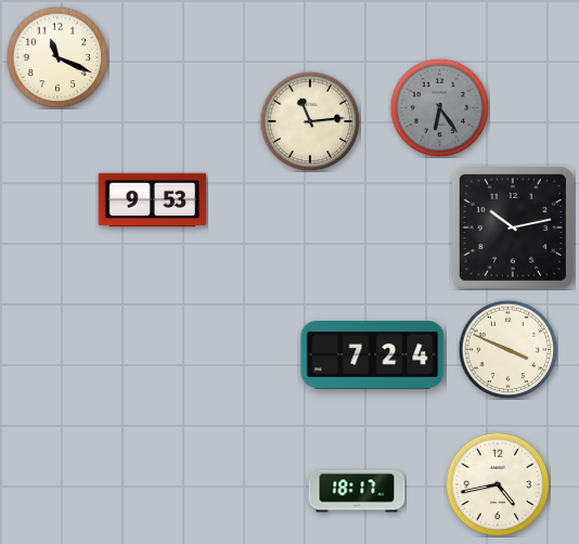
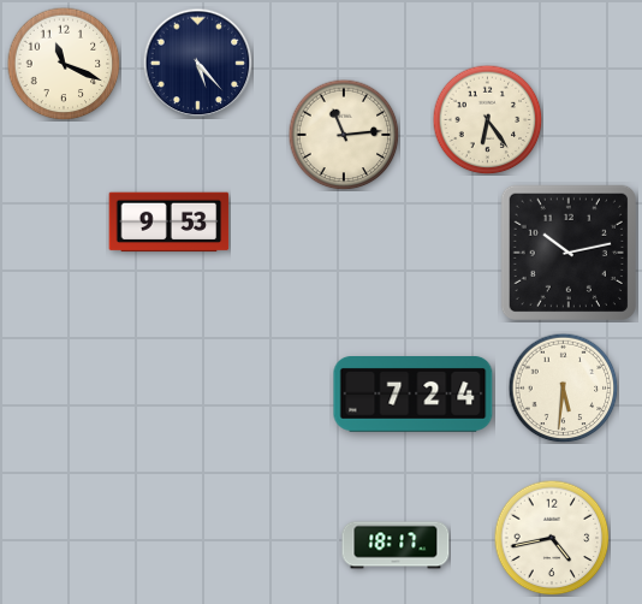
clock at (197, 63): none -> 5:23
clock at (439, 107) dial: grey -> cream
clock at (507, 349): 3:49 -> 5:31
